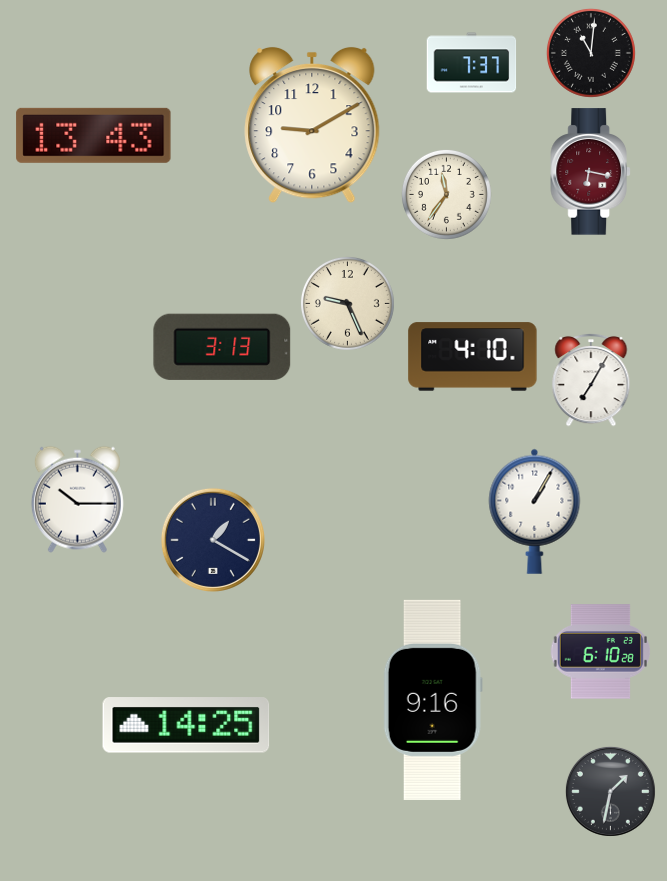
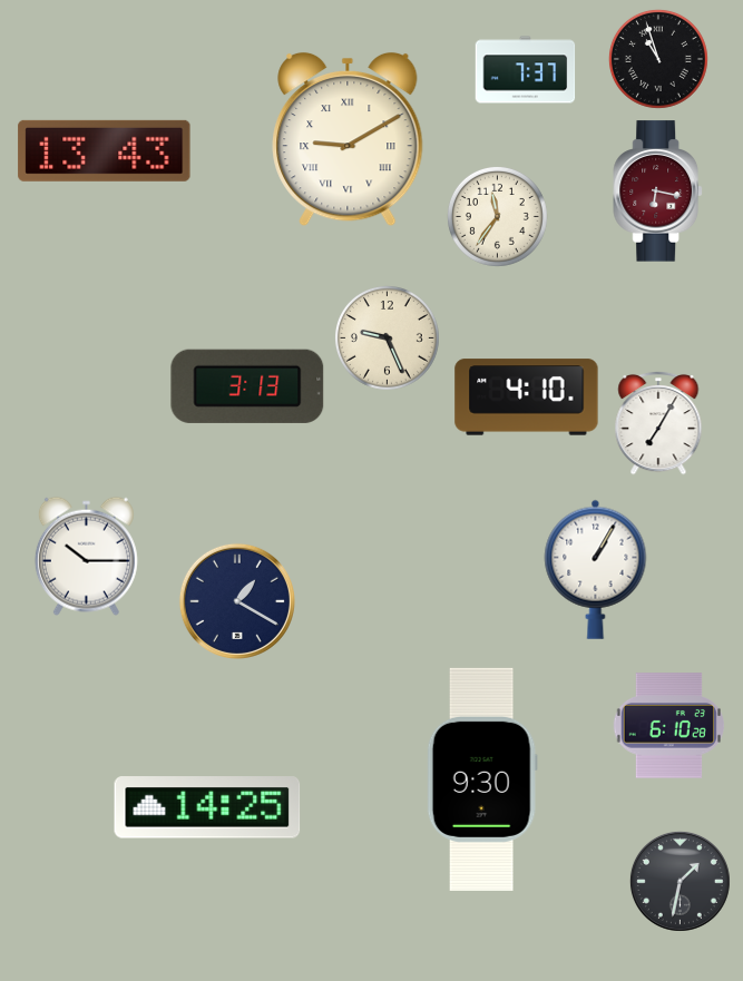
clock at (591, 53): 11:01 -> 10:57
clock at (312, 125) numerals: Arabic -> Roman
clock at (433, 700): 9:16 -> 9:30
